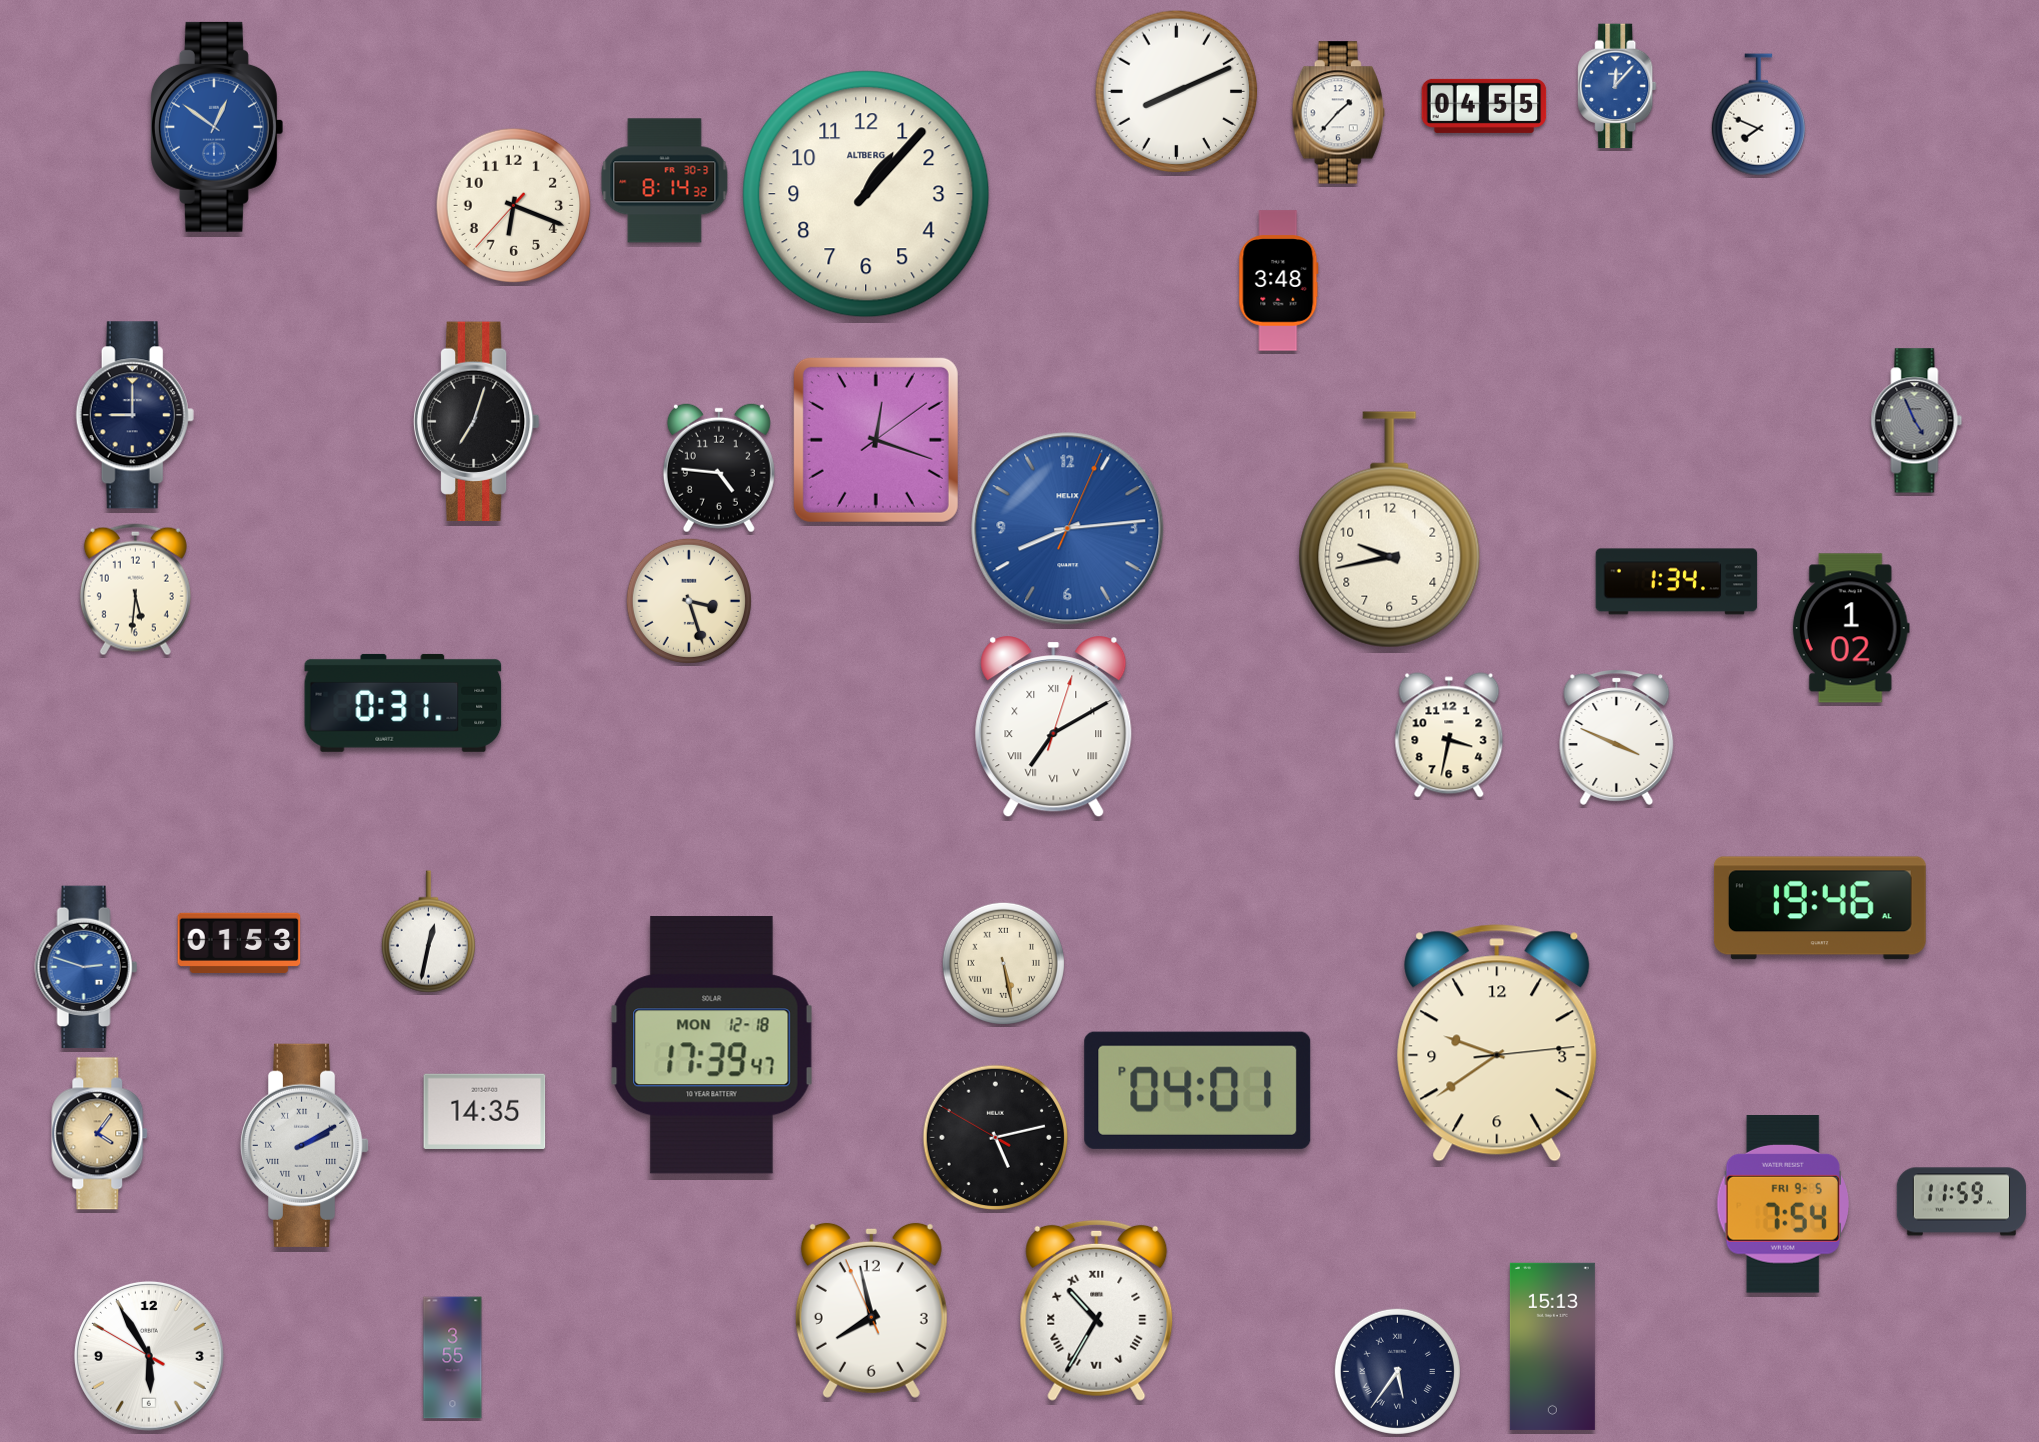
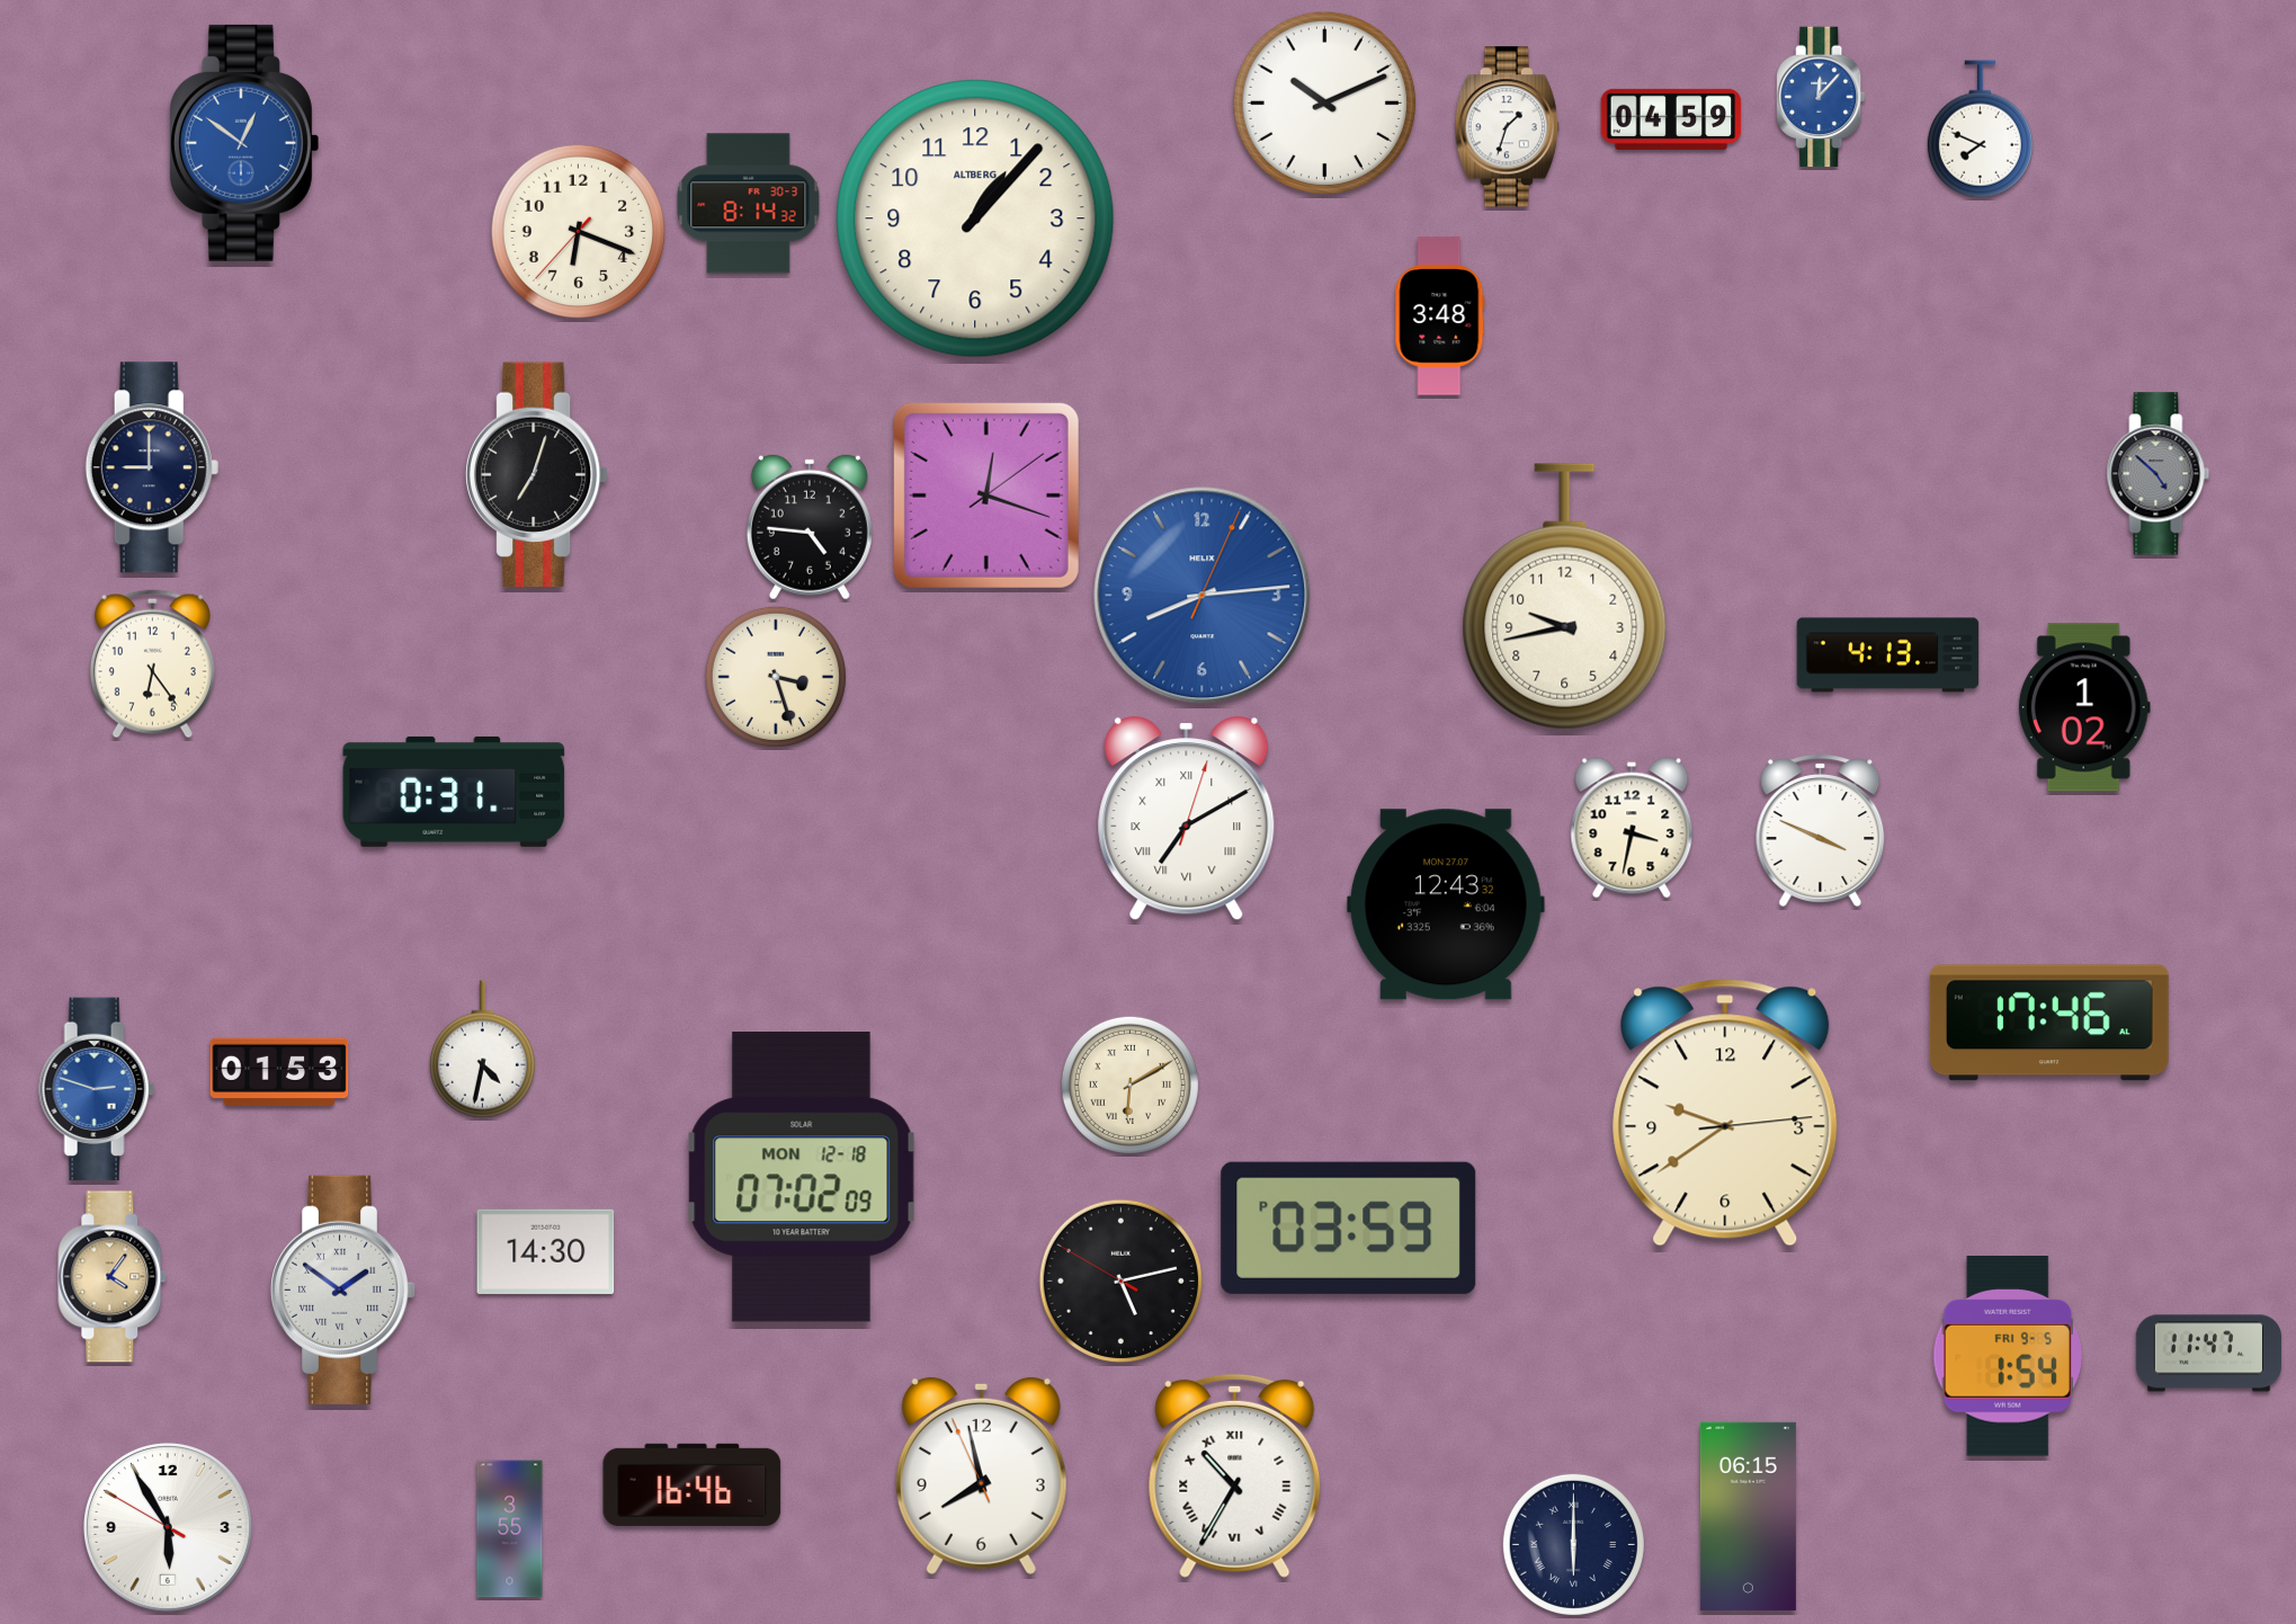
clock at (1177, 92): 8:11 -> 10:11
clock at (1484, 106): 04:55 -> 04:59
clock at (1338, 113): 1:37 -> 1:33
clock at (1917, 421): 4:56 -> 4:52
clock at (1677, 582): 1:34 -> 4:13
clock at (135, 590): 5:31 -> 6:24
clock at (1446, 904): none -> 12:43
clock at (1820, 908): 19:46 -> 17:46
clock at (428, 932): 12:32 -> 4:32
clock at (239, 942) position: (239, 942) -> (279, 1071)
clock at (1003, 963): 5:28 -> 6:10
clock at (1497, 1043) position: (1497, 1043) -> (1725, 1113)
clock at (712, 1045): 17:39 -> 07:02
clock at (1198, 1090): 04:01 -> 03:59
clock at (485, 1111): 14:35 -> 14:30
clock at (305, 1145): 2:10 -> 1:51
clock at (1961, 1202): 11:59 -> 11:47
clock at (1783, 1205): 7:54 -> 1:54
clock at (693, 1484): none -> 16:46
clock at (1552, 1346): 15:13 -> 06:15
clock at (1397, 1371): 5:36 -> 6:00
